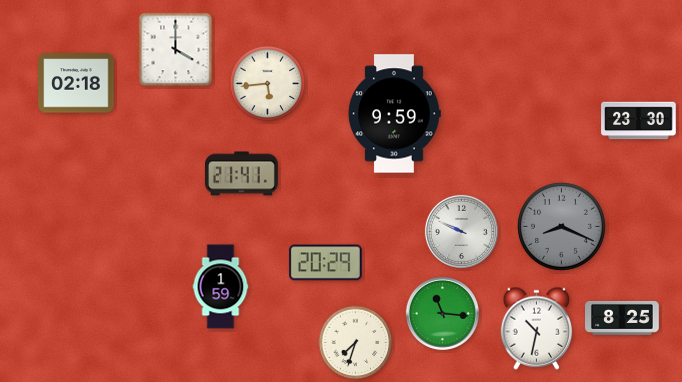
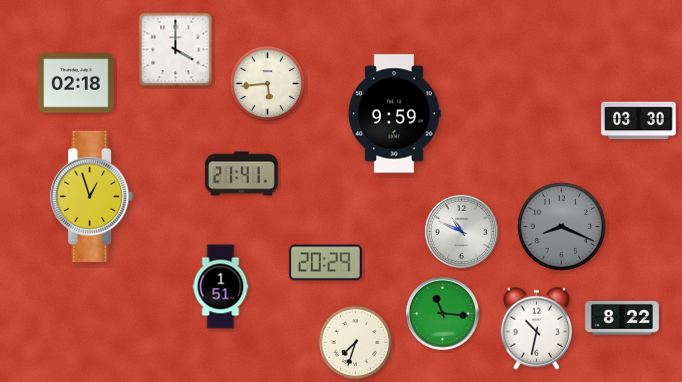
clock at (639, 121): 23:30 -> 03:30
clock at (92, 196): none -> 12:57
clock at (461, 231): 9:49 -> 10:49
clock at (221, 287): 1:59 -> 1:51
clock at (623, 318): 8:25 -> 8:22
